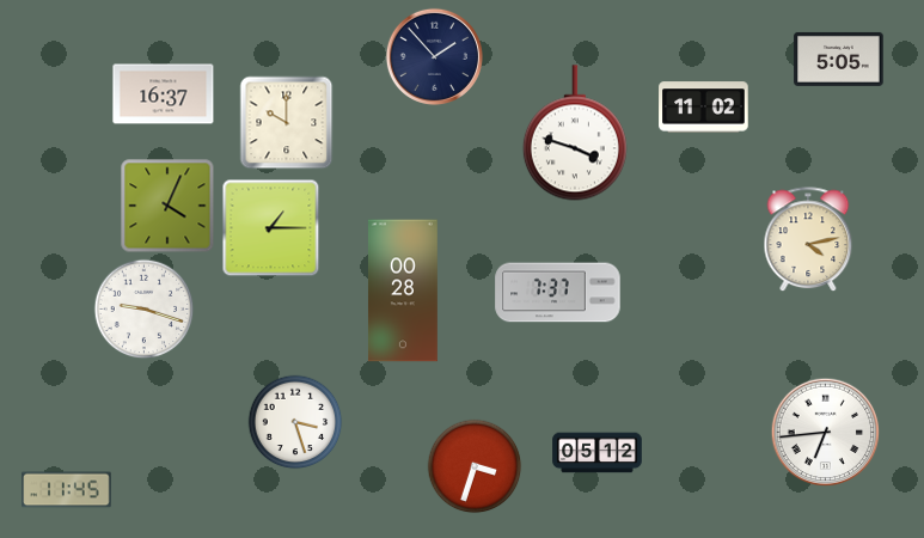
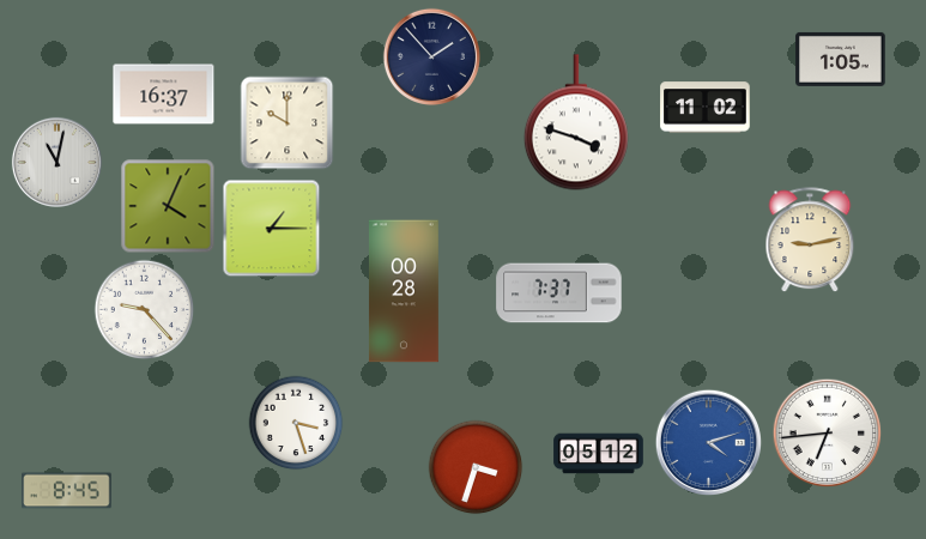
clock at (434, 56) position: (434, 56) -> (431, 56)
clock at (839, 59): 5:05 -> 1:05
clock at (575, 133) position: (575, 133) -> (576, 122)
clock at (56, 162): none -> 11:02
clock at (808, 240): 4:13 -> 9:13
clock at (145, 310): 9:18 -> 9:23
clock at (708, 442): none -> 4:12
clock at (67, 490): 11:45 -> 8:45
